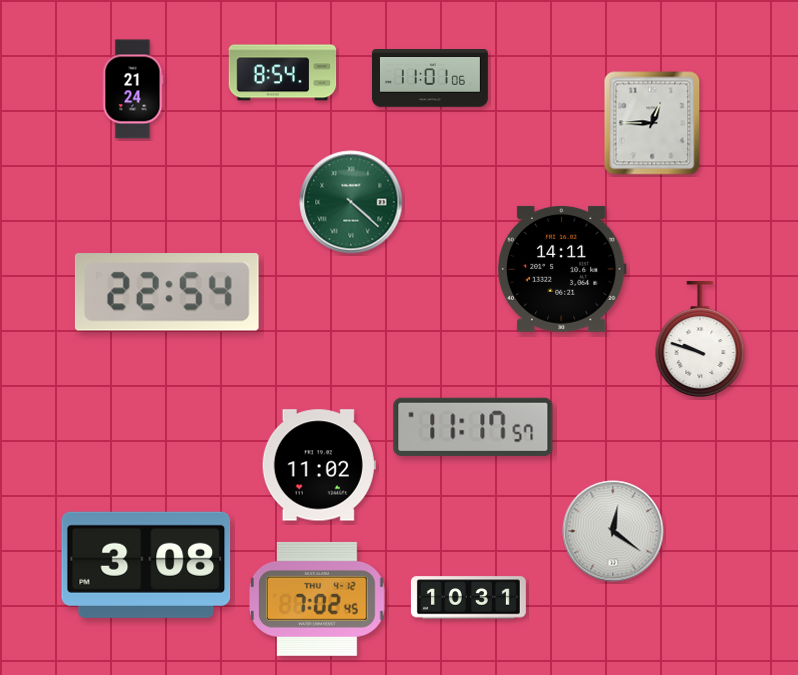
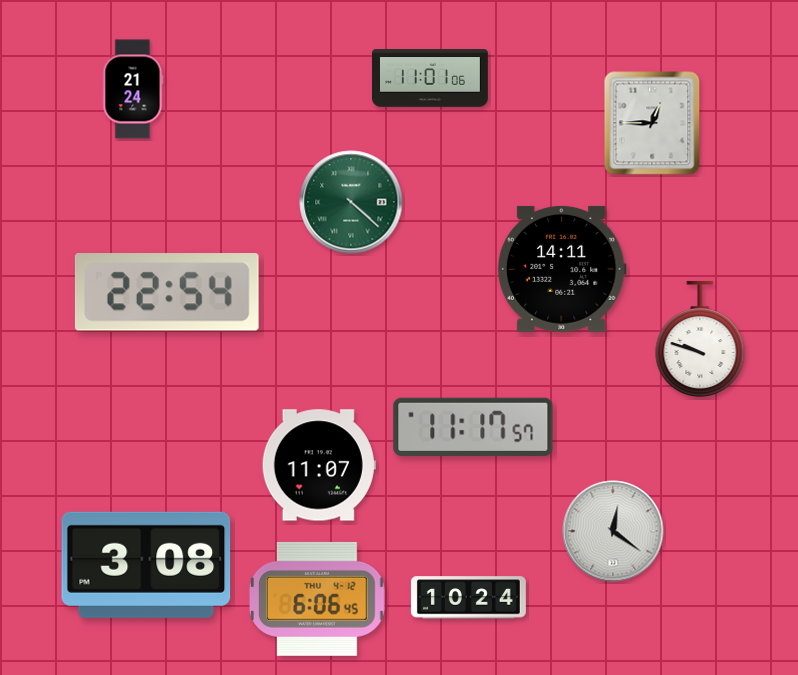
clock at (283, 73): 8:54 -> none
clock at (319, 465): 11:02 -> 11:07
clock at (468, 598): 10:31 -> 10:24
clock at (317, 599): 7:02 -> 6:06
